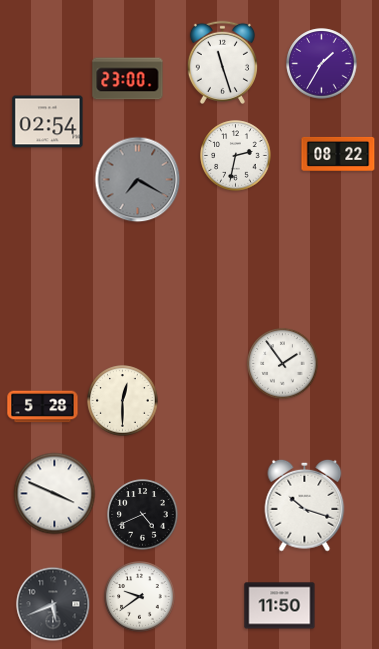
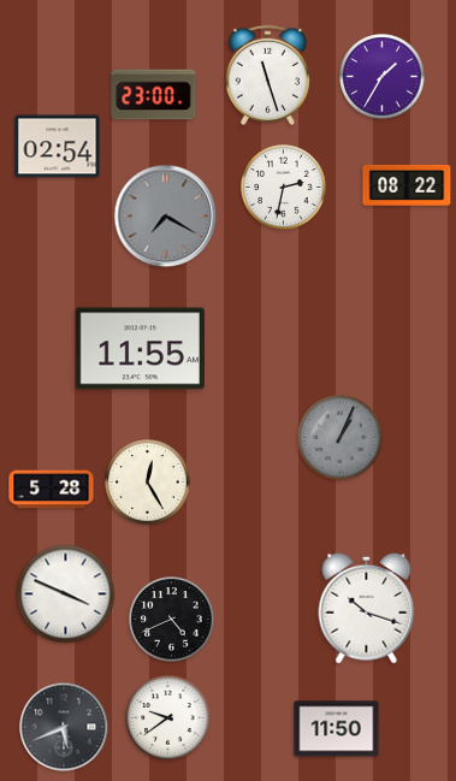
clock at (322, 64) position: (322, 64) -> (383, 77)
clock at (140, 349): none -> 11:55
clock at (283, 364): 1:54 -> 1:04
clock at (283, 364) dial: white -> grey
clock at (123, 401): 12:30 -> 12:25
